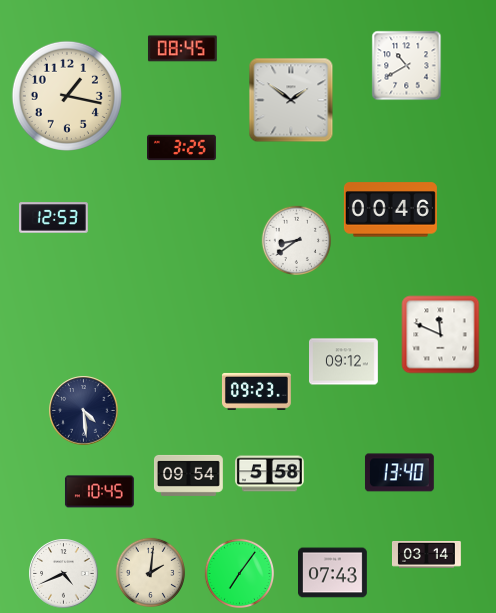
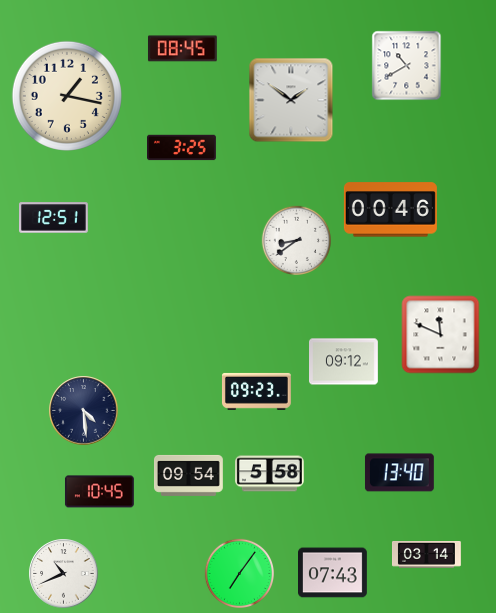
clock at (54, 218): 12:53 -> 12:51
clock at (150, 572): 2:01 -> none
clock at (64, 574): 4:41 -> 10:41
